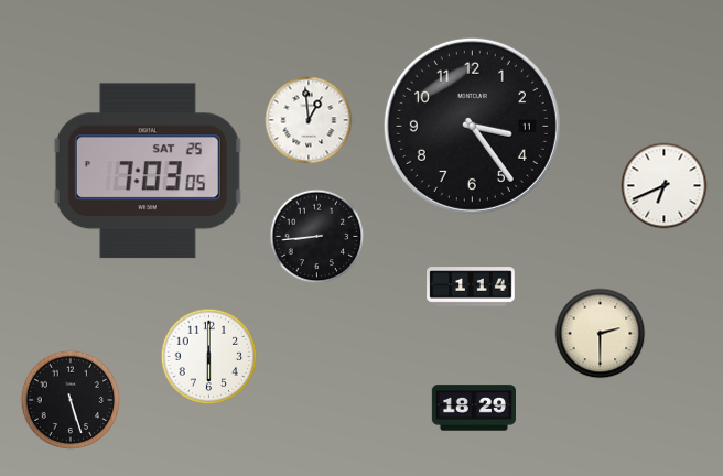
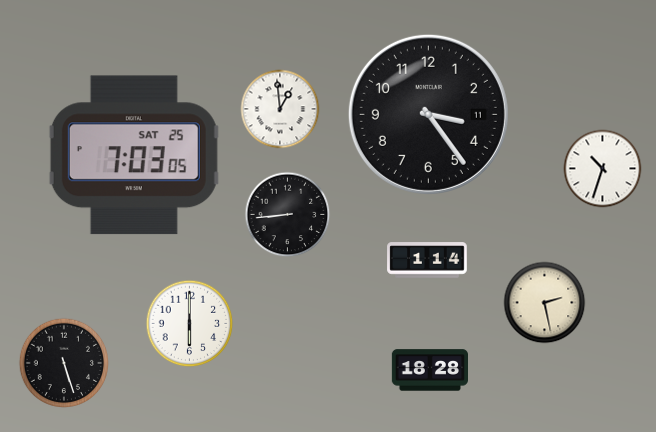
clock at (665, 186): 6:41 -> 10:33
clock at (601, 334): 2:30 -> 2:28
clock at (473, 408): 18:29 -> 18:28
